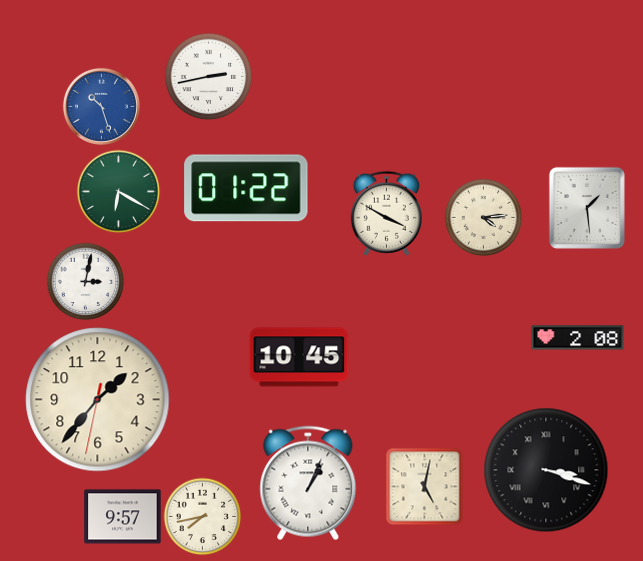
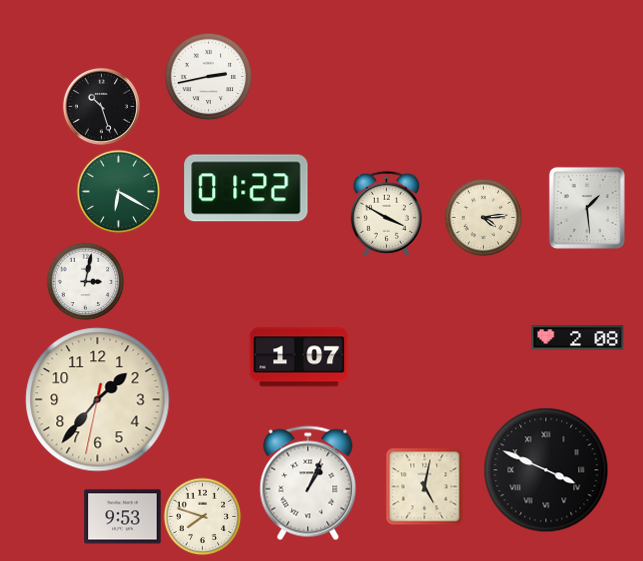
clock at (101, 106) dial: blue -> black
clock at (299, 357): 10:45 -> 1:07
clock at (546, 470): 3:18 -> 3:49
clock at (202, 516): 7:43 -> 7:48
clock at (123, 517): 9:57 -> 9:53
